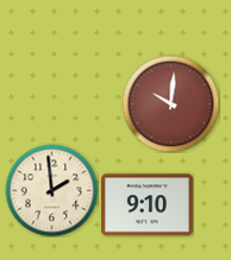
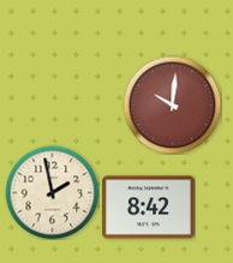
clock at (51, 190): 1:59 -> 1:58
clock at (148, 205): 9:10 -> 8:42
